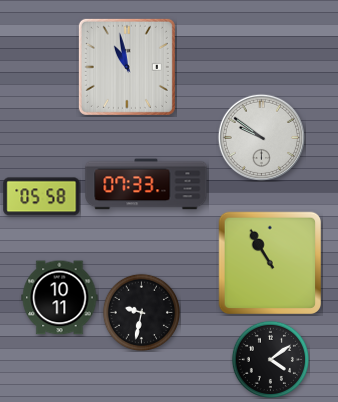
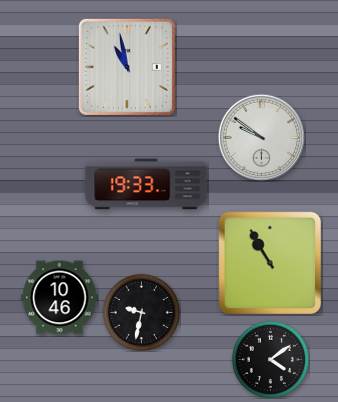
clock at (146, 184): 07:33 -> 19:33
clock at (42, 197): 05:58 -> none
clock at (60, 298): 10:11 -> 10:46
